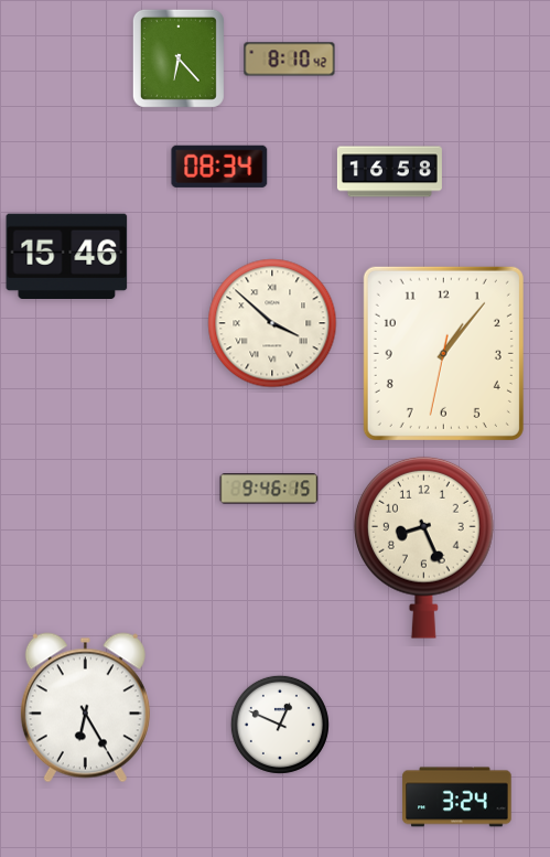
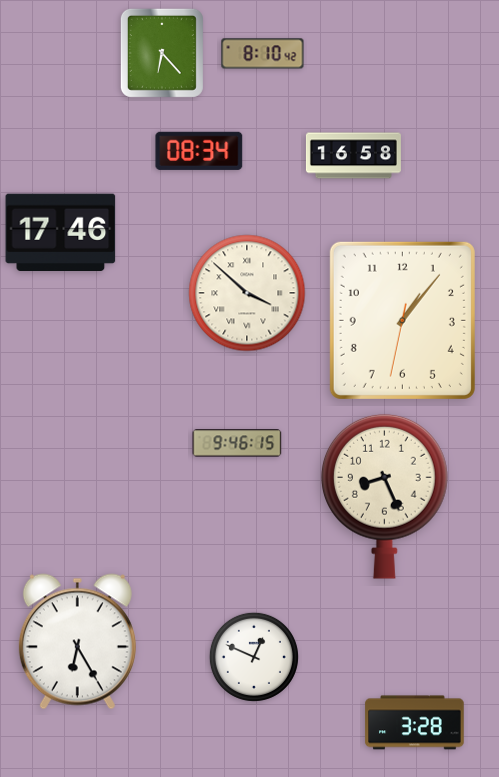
clock at (67, 256): 15:46 -> 17:46
clock at (269, 489) position: (269, 489) -> (237, 443)
clock at (457, 797): 3:24 -> 3:28
